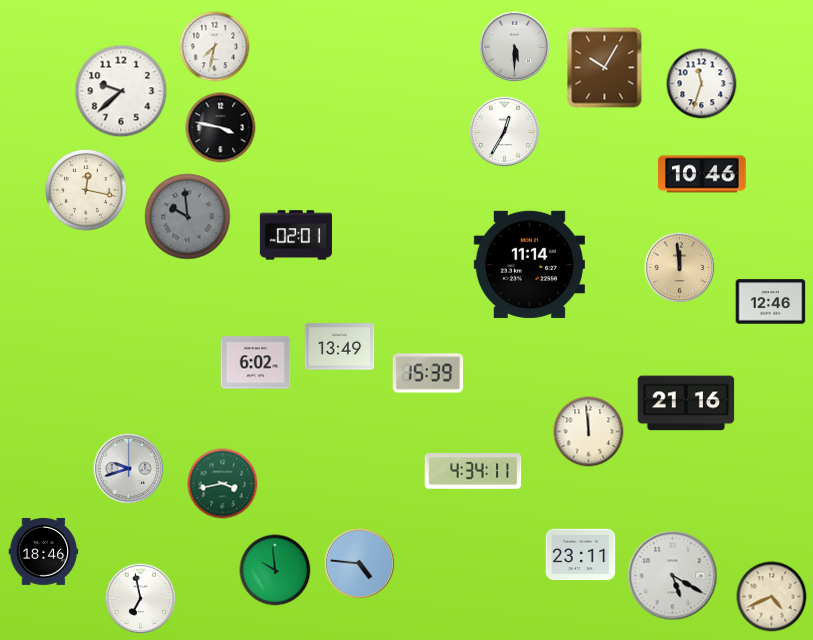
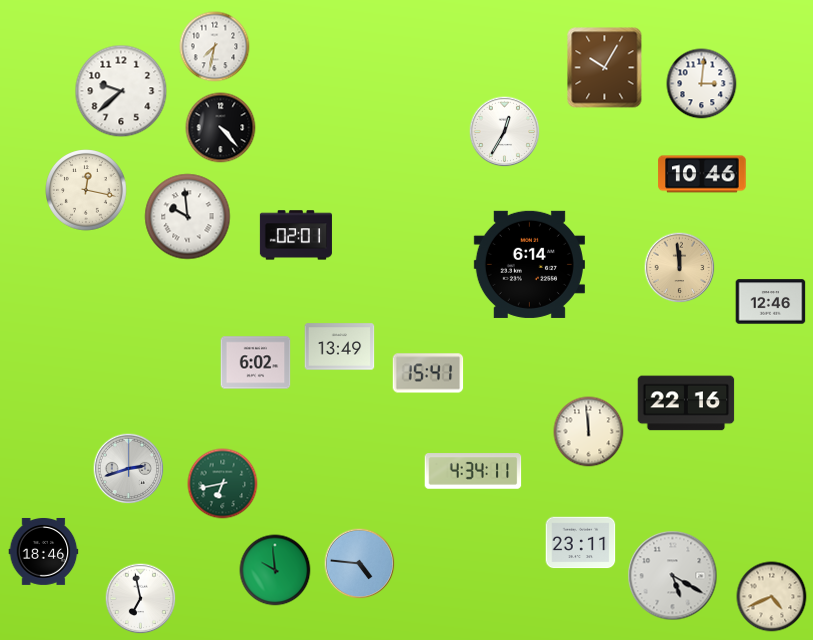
clock at (515, 47): 5:30 -> none
clock at (702, 84): 11:33 -> 3:01
clock at (221, 128): 3:47 -> 4:23
clock at (188, 217) dial: grey -> white
clock at (529, 264): 11:14 -> 6:14
clock at (428, 373): 15:39 -> 15:41
clock at (686, 403): 21:16 -> 22:16
clock at (129, 469): 9:42 -> 2:42
clock at (223, 484): 3:43 -> 6:43
clock at (581, 555) position: (581, 555) -> (581, 543)
